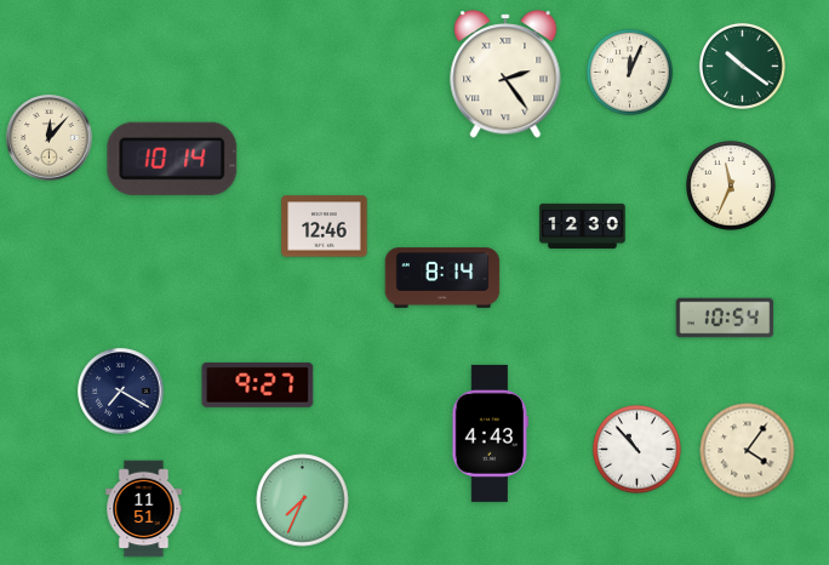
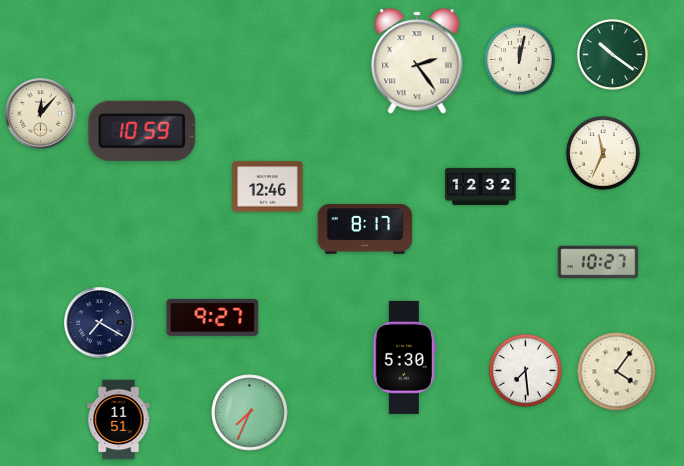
clock at (629, 72): 12:04 -> 12:02
clock at (172, 159): 10:14 -> 10:59
clock at (583, 226): 12:30 -> 12:32
clock at (442, 278): 8:14 -> 8:17
clock at (725, 318): 10:54 -> 10:27
clock at (490, 433): 4:43 -> 5:30
clock at (638, 450): 10:53 -> 7:29
